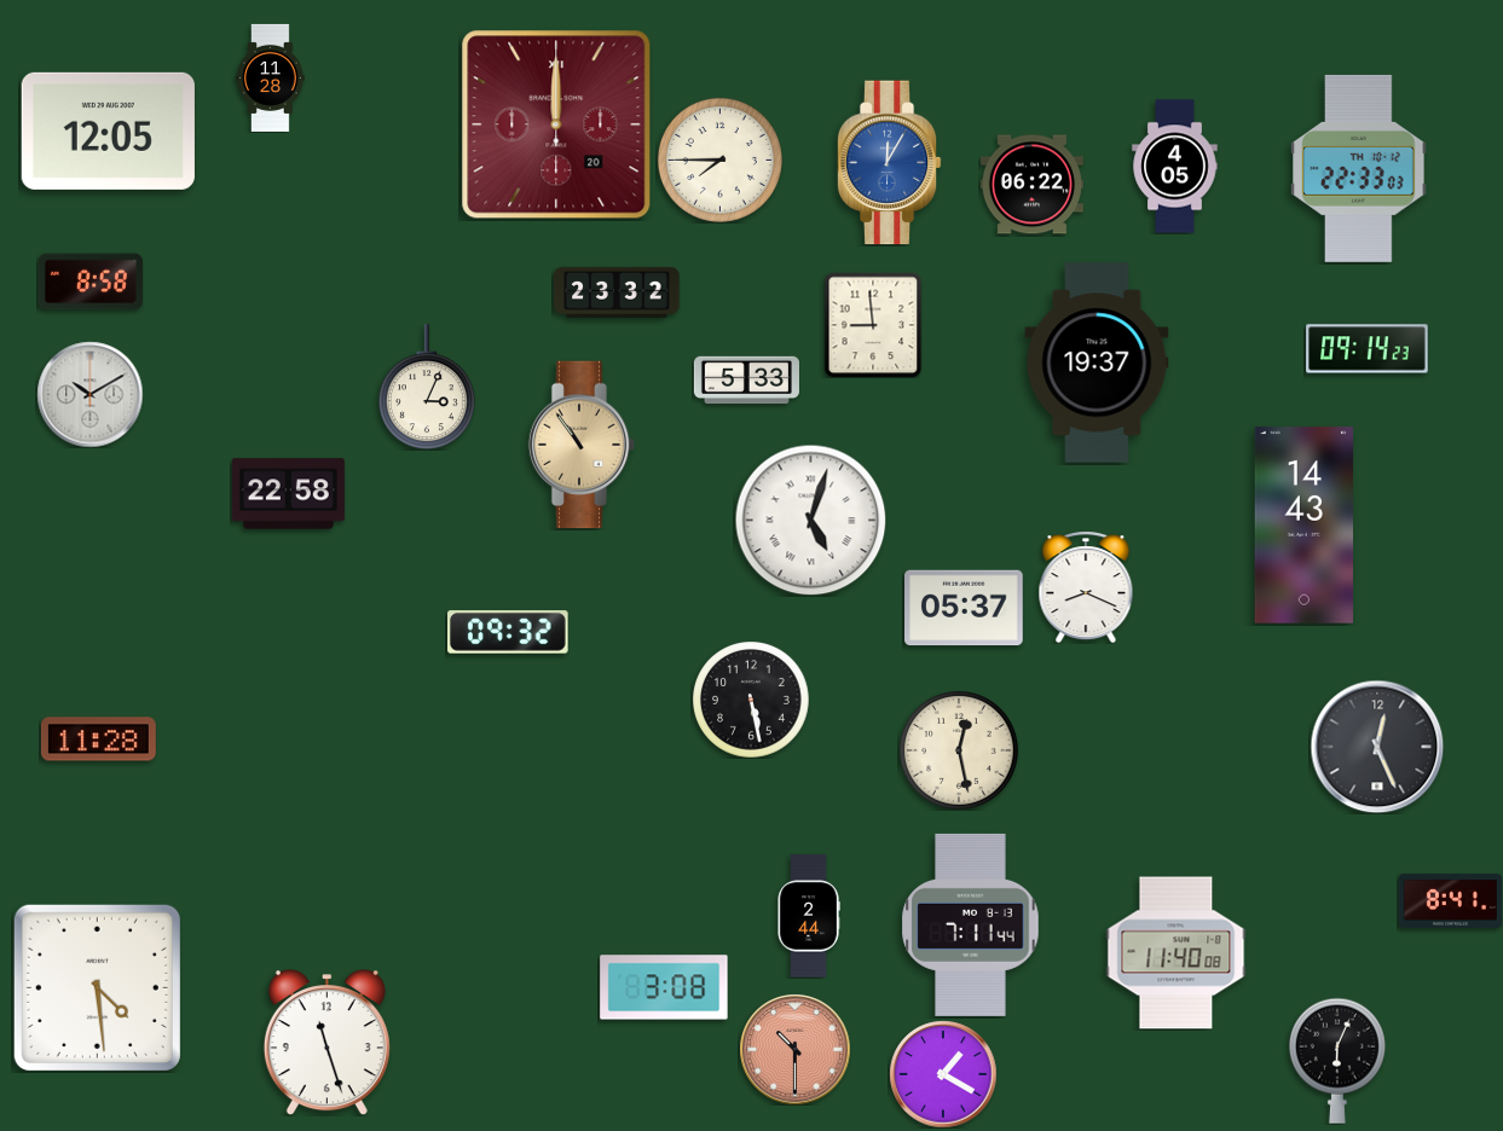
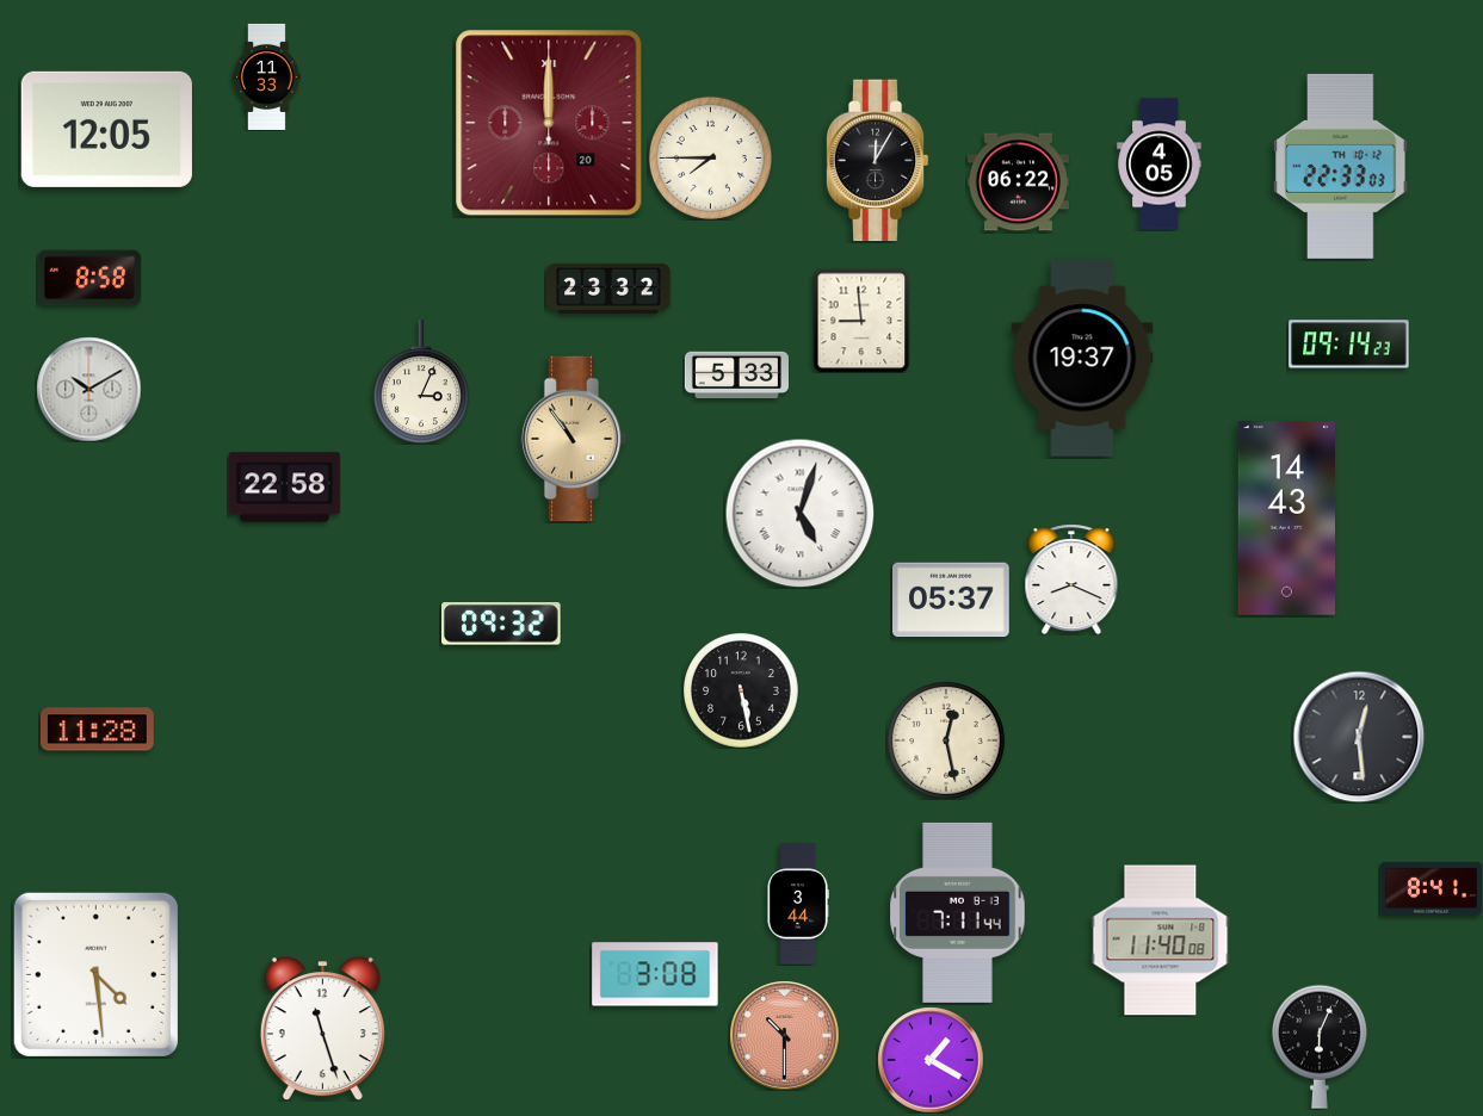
clock at (271, 77): 11:28 -> 11:33
clock at (889, 163) dial: blue -> black
clock at (1377, 747): 12:26 -> 12:29
clock at (809, 916): 2:44 -> 3:44
